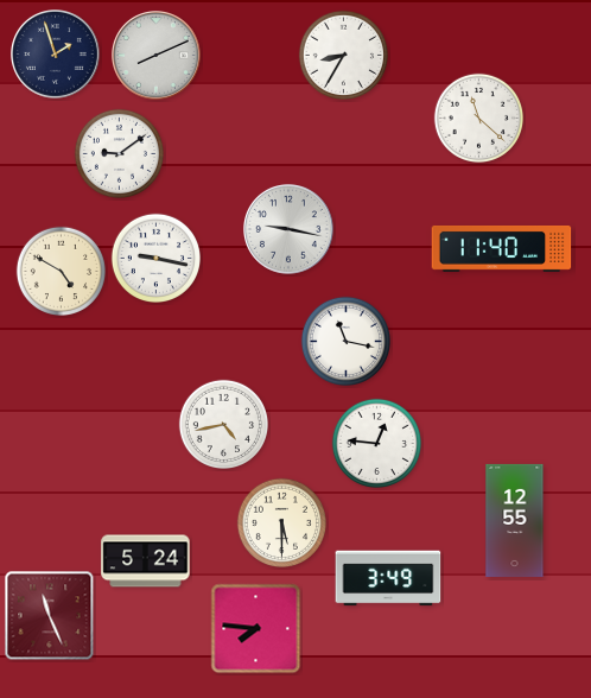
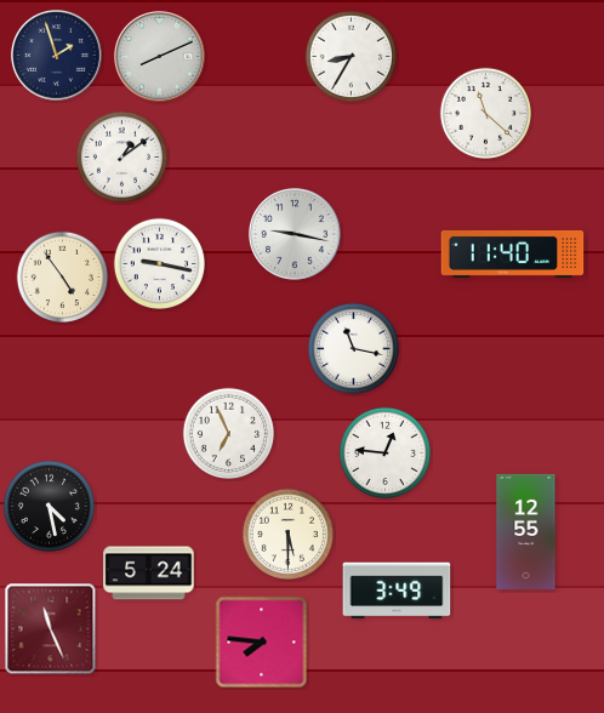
clock at (478, 118) position: (478, 118) -> (485, 113)
clock at (119, 153): 9:09 -> 1:09
clock at (61, 271): 4:50 -> 4:54
clock at (223, 424): 4:43 -> 6:56
clock at (49, 506): none -> 4:28
